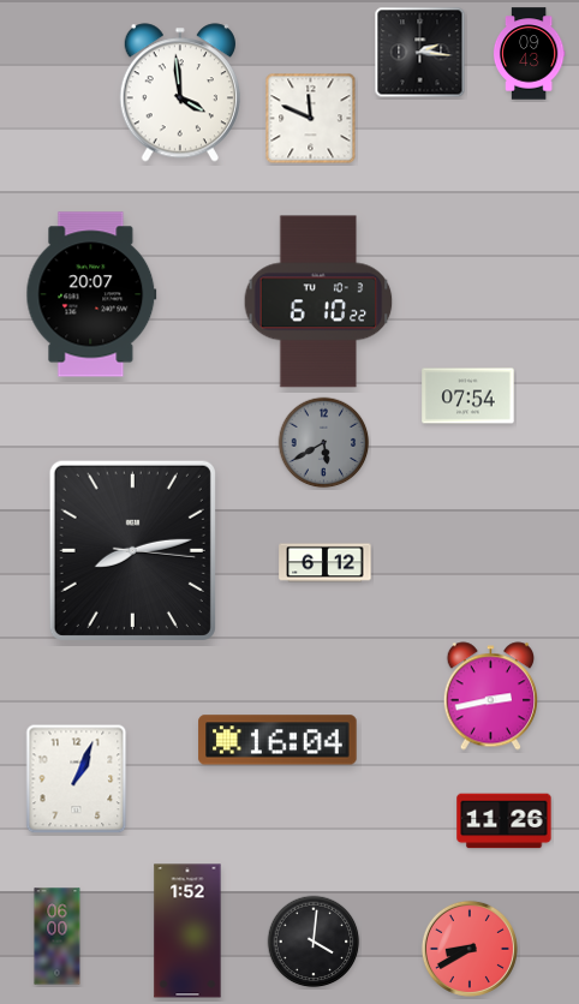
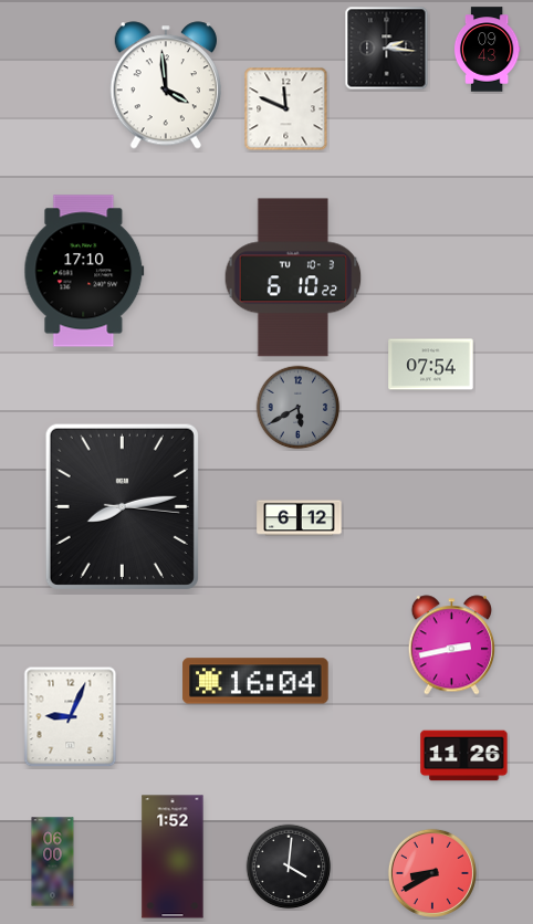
clock at (91, 294): 20:07 -> 17:10
clock at (490, 697) position: (490, 697) -> (451, 645)
clock at (77, 779): 1:04 -> 9:04
